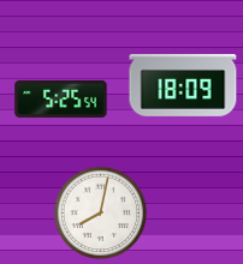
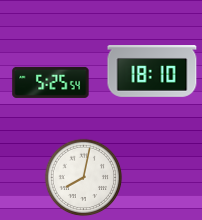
clock at (183, 86): 18:09 -> 18:10
